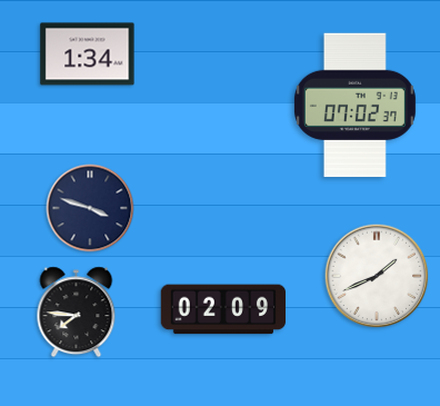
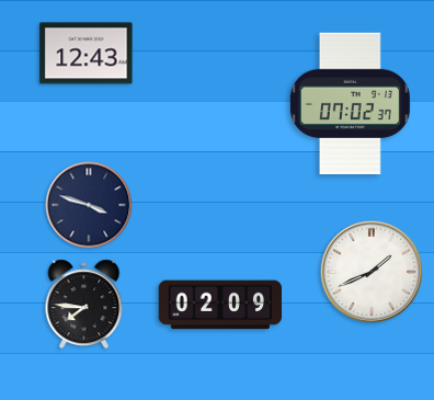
clock at (88, 55): 1:34 -> 12:43
clock at (77, 313) position: (77, 313) -> (84, 305)
